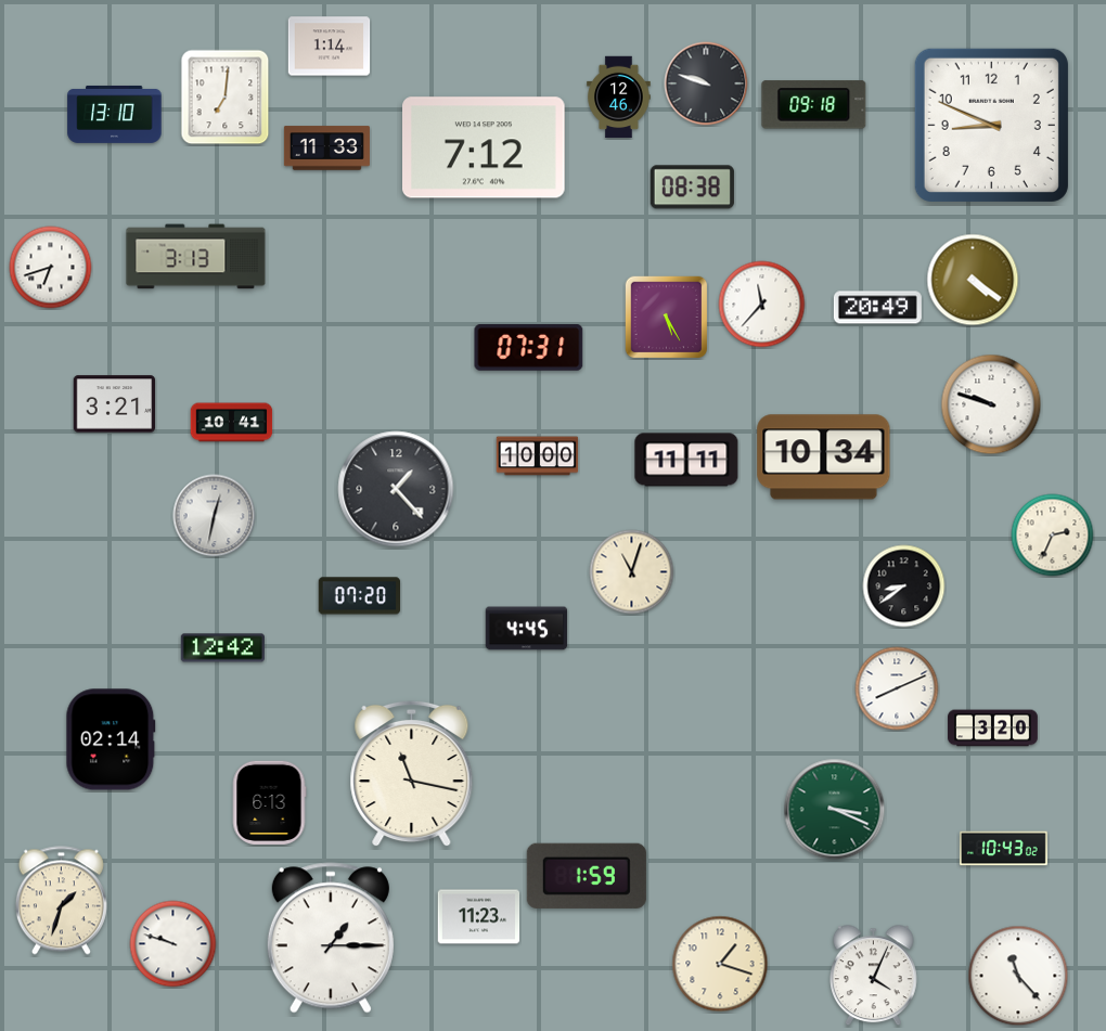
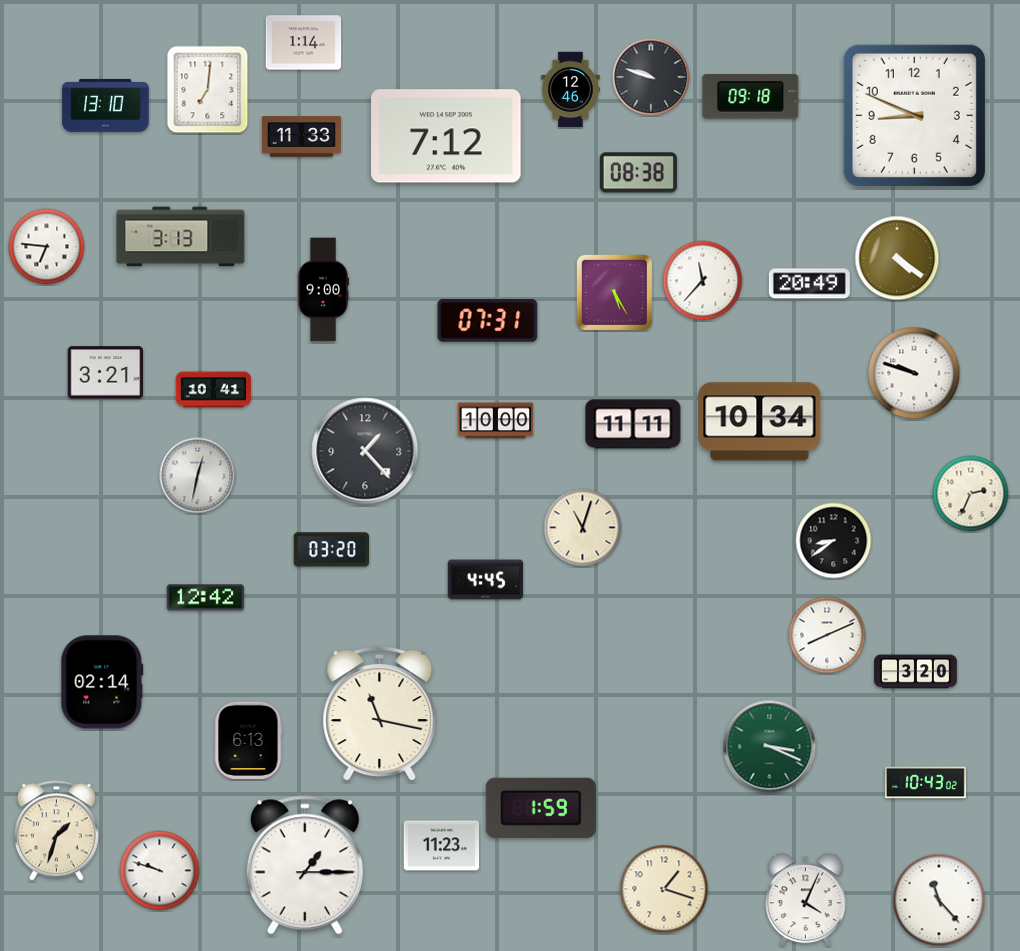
clock at (51, 268): 6:42 -> 6:46
clock at (323, 290): none -> 9:00
clock at (360, 596): 07:20 -> 03:20
